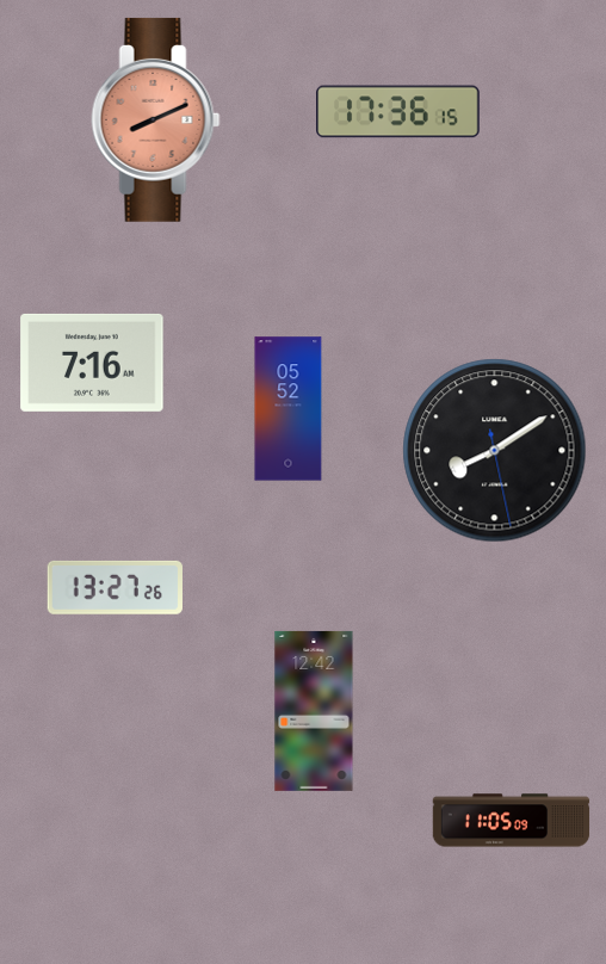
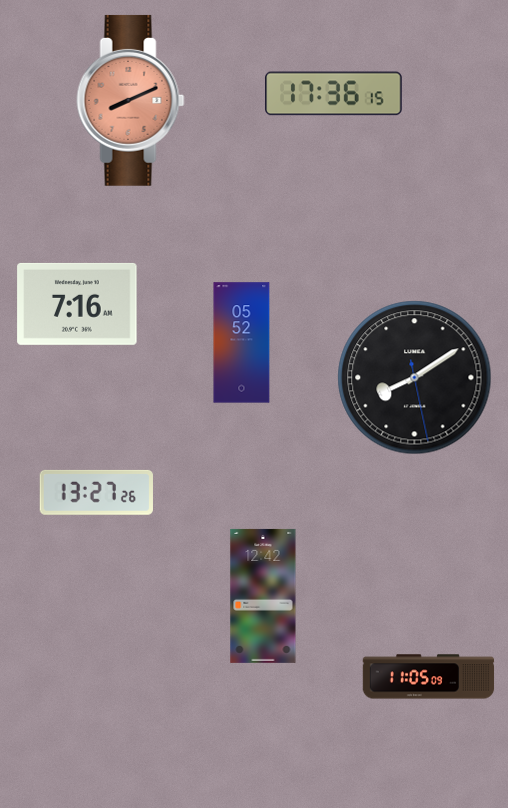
clock at (512, 821) position: (512, 821) -> (429, 677)
